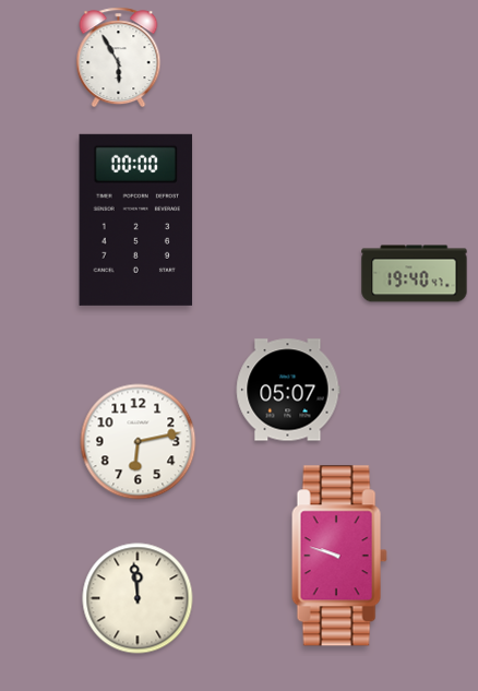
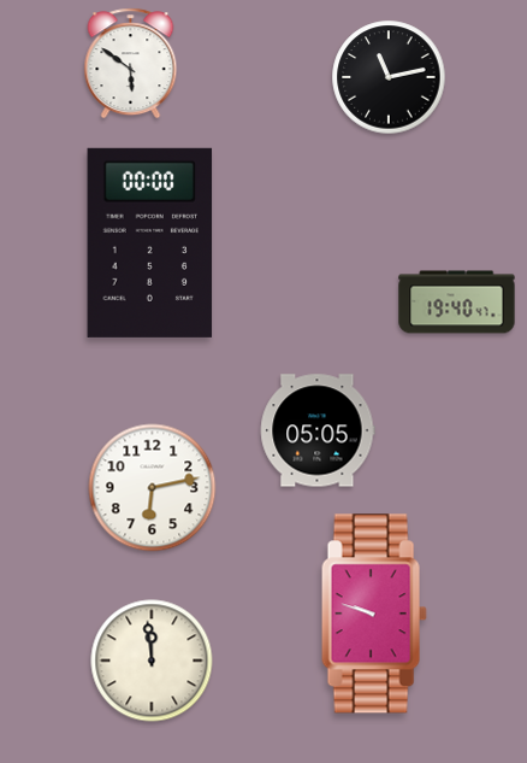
clock at (119, 58): 5:55 -> 5:51
clock at (389, 77): none -> 11:13
clock at (288, 390): 05:07 -> 05:05
